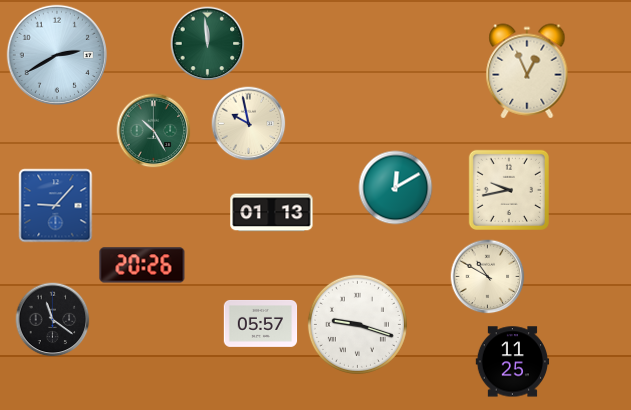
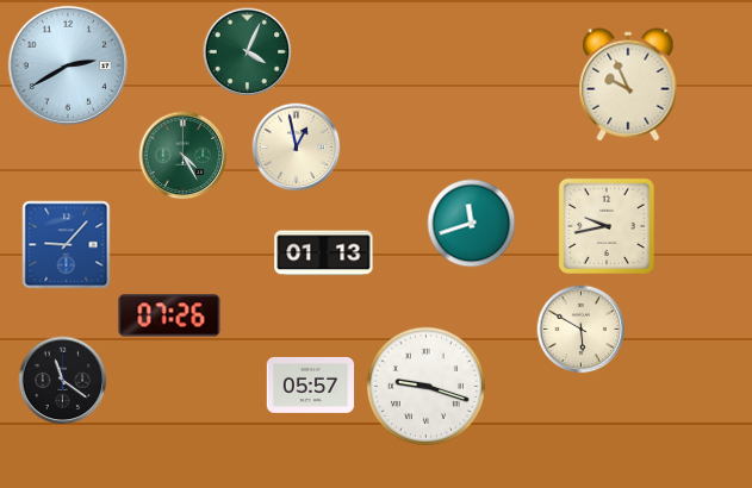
clock at (208, 44): 11:59 -> 4:04
clock at (527, 71): 12:56 -> 9:56
clock at (249, 124): 9:58 -> 12:58
clock at (154, 131): 10:25 -> 4:25
clock at (396, 188): 12:10 -> 11:42
clock at (142, 265): 20:26 -> 07:26
clock at (488, 277): 10:50 -> 5:50
clock at (513, 362): 11:25 -> none
